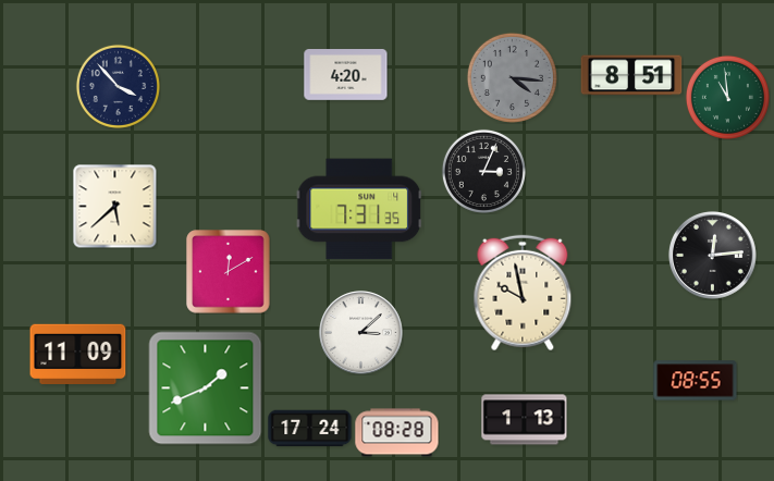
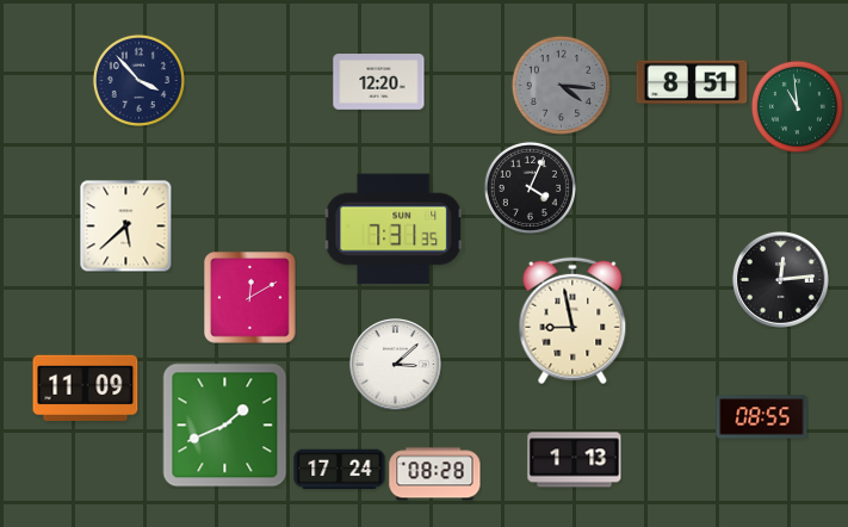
clock at (346, 75): 4:20 -> 12:20
clock at (118, 86) position: (118, 86) -> (138, 80)
clock at (483, 171): 3:04 -> 4:04
clock at (523, 293): 9:58 -> 8:58
